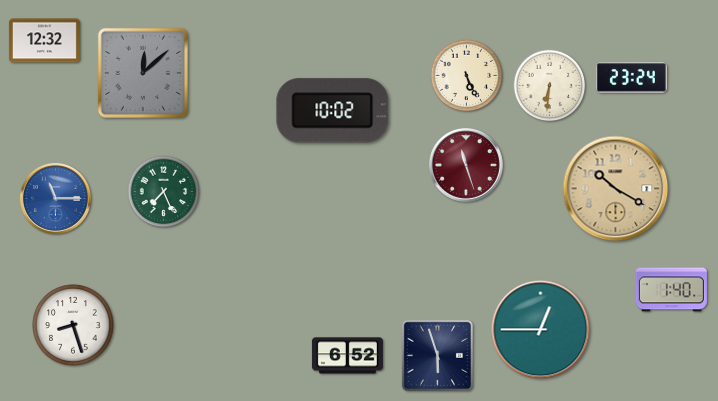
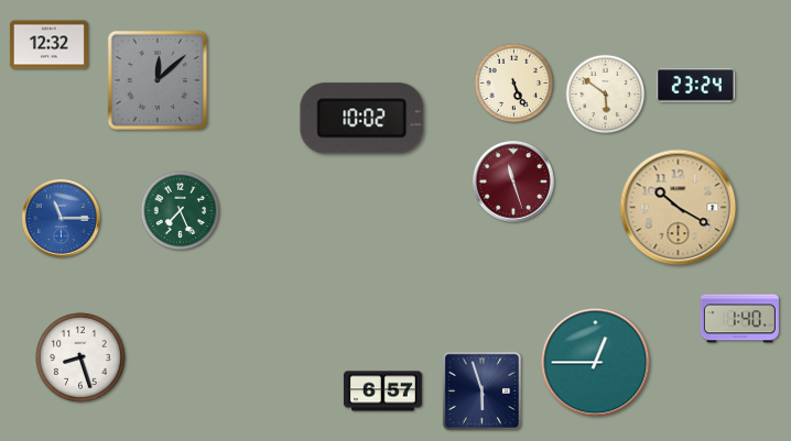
clock at (550, 86): 6:31 -> 5:51
clock at (333, 111) position: (333, 111) -> (362, 119)
clock at (347, 356): 6:52 -> 6:57
